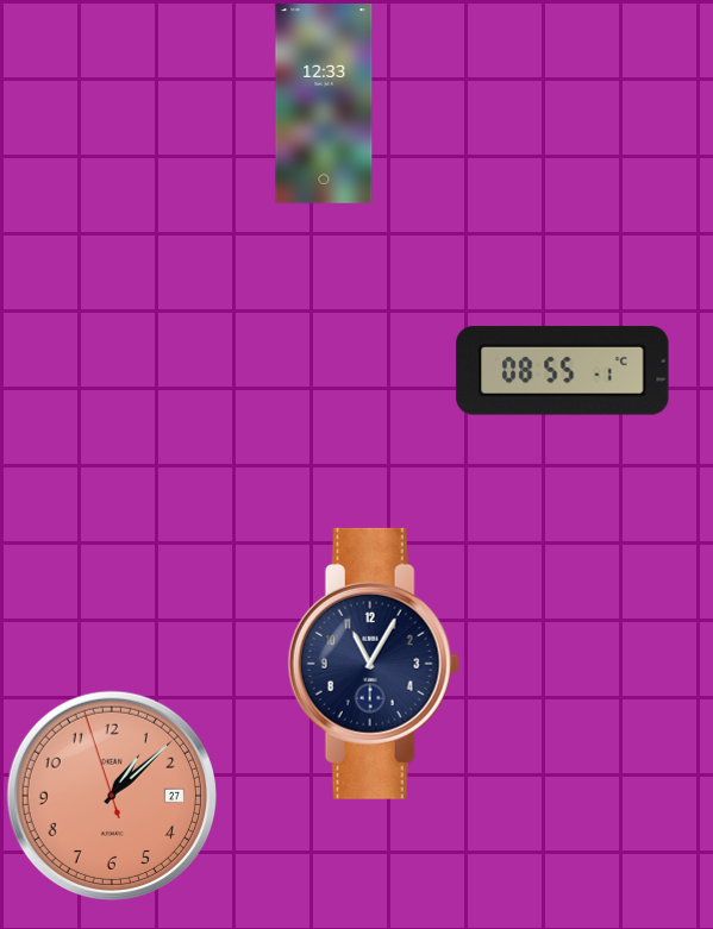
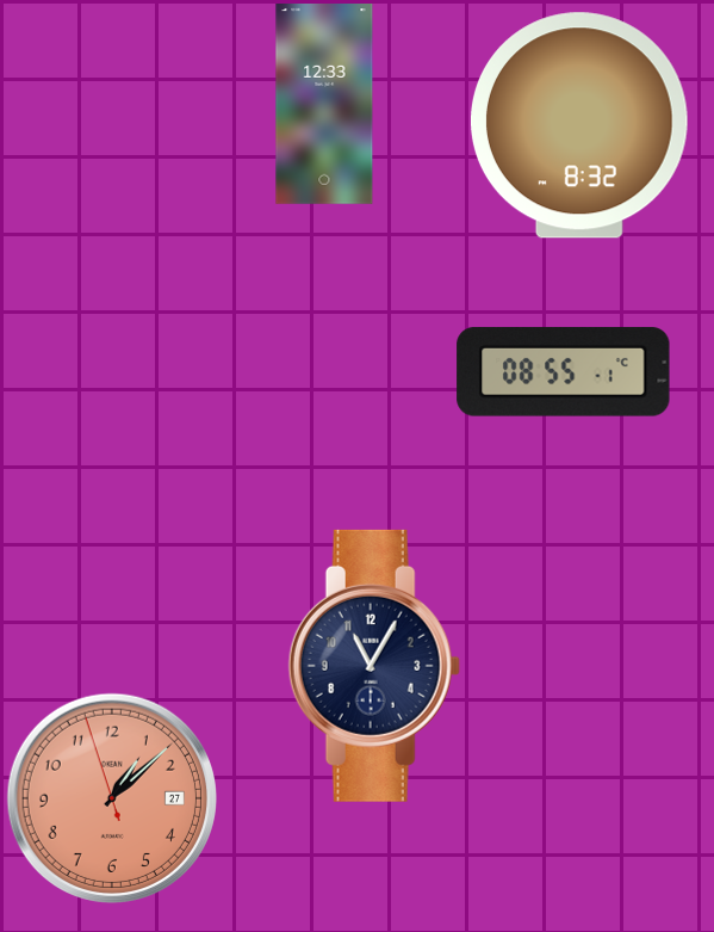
clock at (579, 125): none -> 8:32
